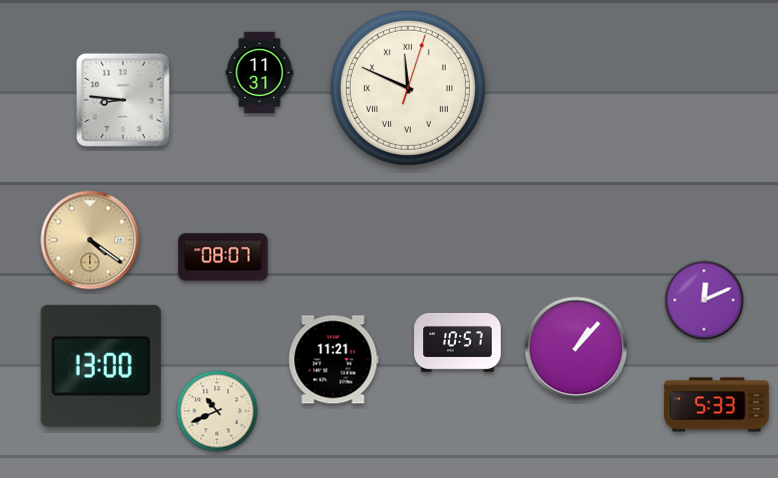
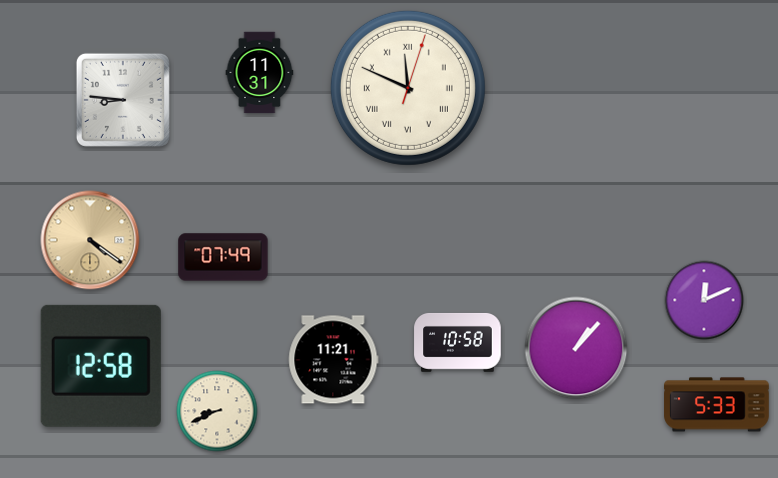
clock at (223, 257): 08:07 -> 07:49
clock at (458, 342): 10:57 -> 10:58
clock at (101, 366): 13:00 -> 12:58
clock at (217, 411): 10:41 -> 8:41
